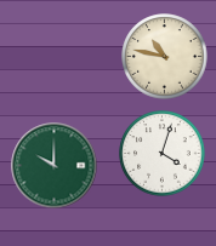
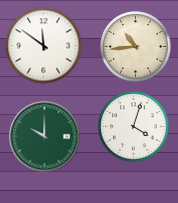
clock at (44, 46): none -> 11:51
clock at (165, 57): 10:47 -> 10:44
